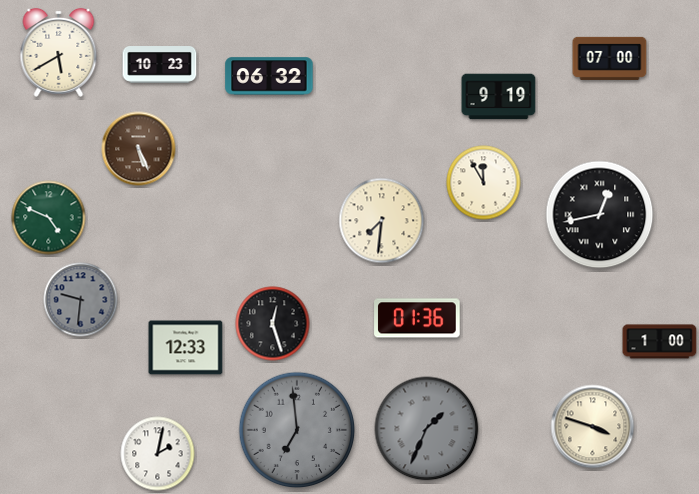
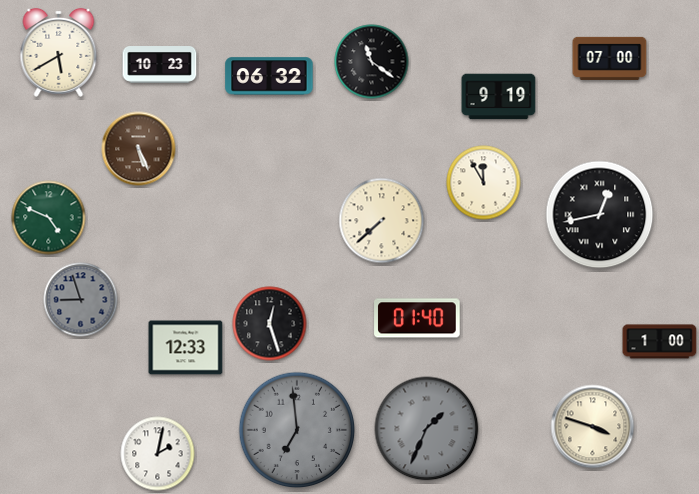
clock at (372, 62): none -> 11:21
clock at (382, 221): 7:31 -> 7:38
clock at (81, 300): 9:31 -> 8:57
clock at (417, 318): 01:36 -> 01:40
clock at (273, 324) position: (273, 324) -> (270, 324)
